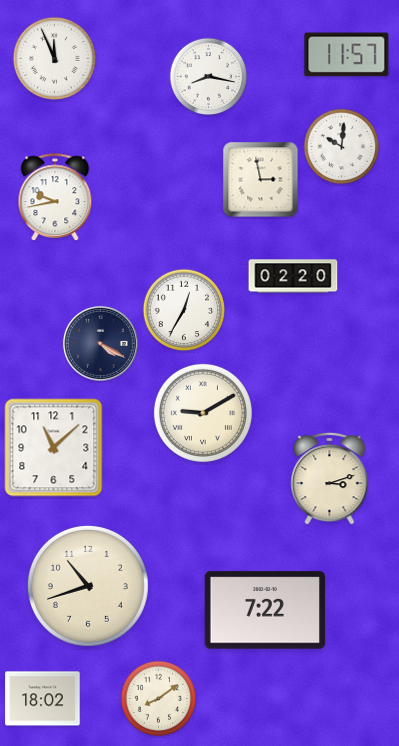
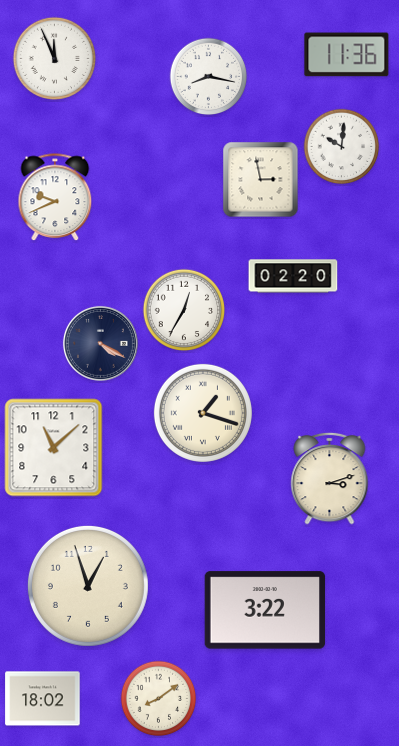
clock at (347, 55): 11:57 -> 11:36
clock at (55, 198): 9:43 -> 9:41
clock at (203, 413): 9:10 -> 1:18
clock at (88, 586): 10:42 -> 12:57
clock at (265, 610): 7:22 -> 3:22
